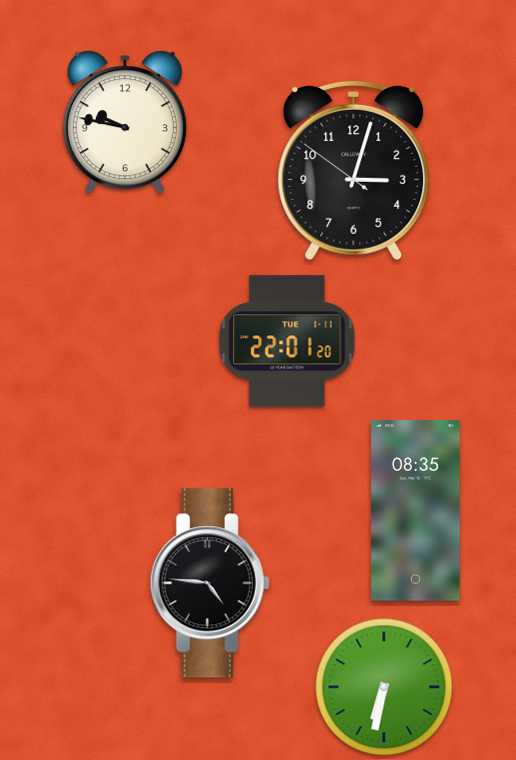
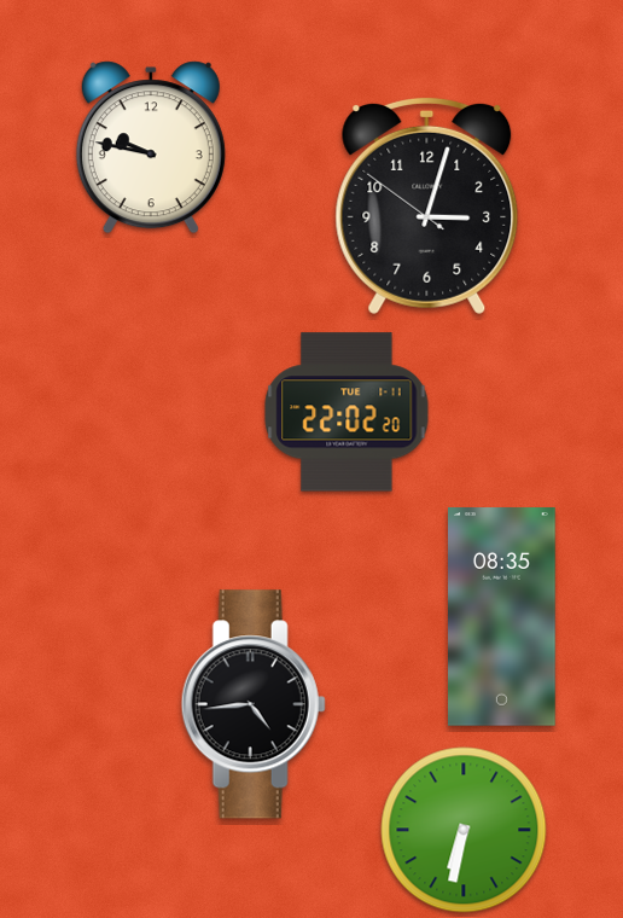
clock at (287, 341): 22:01 -> 22:02
clock at (210, 583): 4:46 -> 4:44
